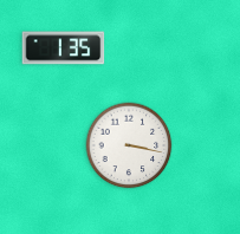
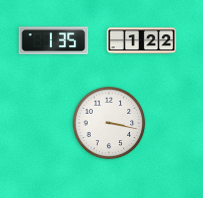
clock at (142, 41): none -> 1:22
